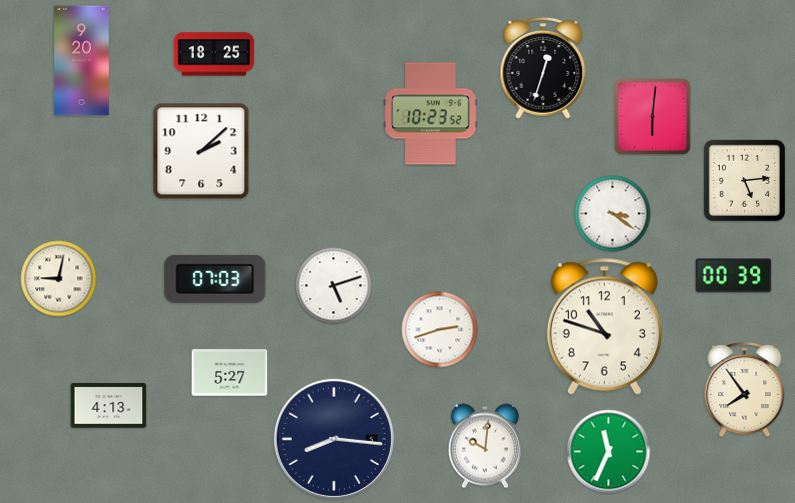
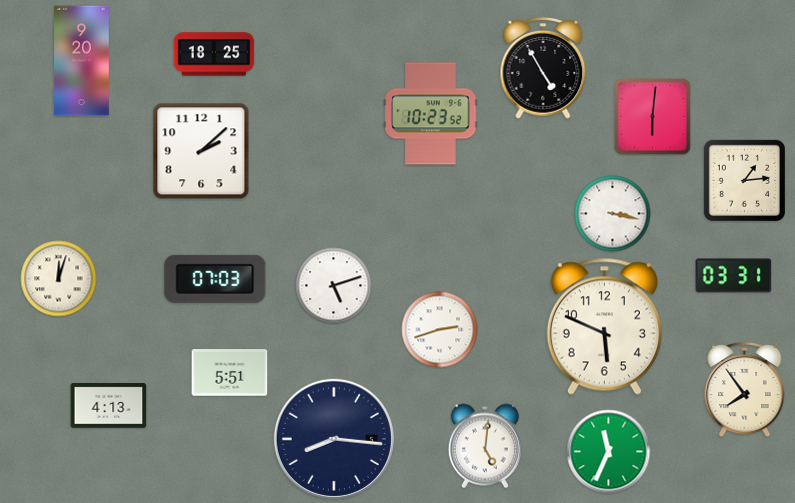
clock at (543, 68): 12:33 -> 4:55
clock at (744, 180): 5:14 -> 1:14
clock at (613, 214): 3:21 -> 3:17
clock at (734, 276): 00:39 -> 03:31
clock at (59, 279): 9:02 -> 12:03
clock at (604, 326): 10:48 -> 5:49
clock at (230, 373): 5:27 -> 5:51
clock at (485, 446): 10:01 -> 5:01
